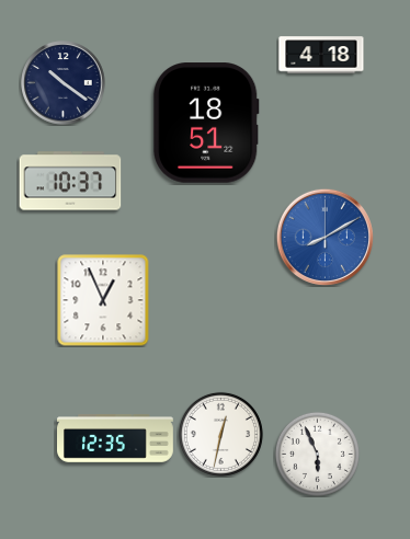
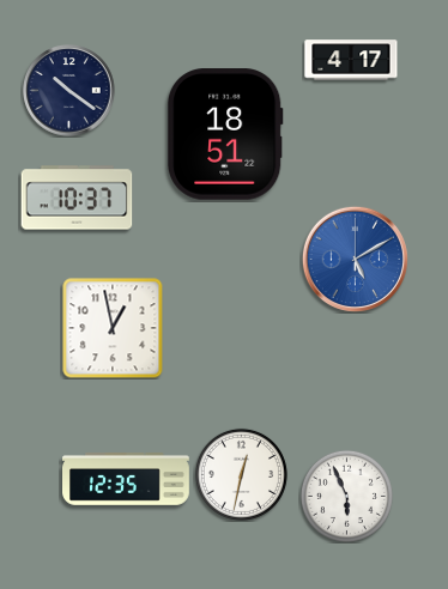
clock at (321, 55): 4:18 -> 4:17
clock at (324, 237): 8:10 -> 5:10
clock at (103, 300): 12:56 -> 12:58
